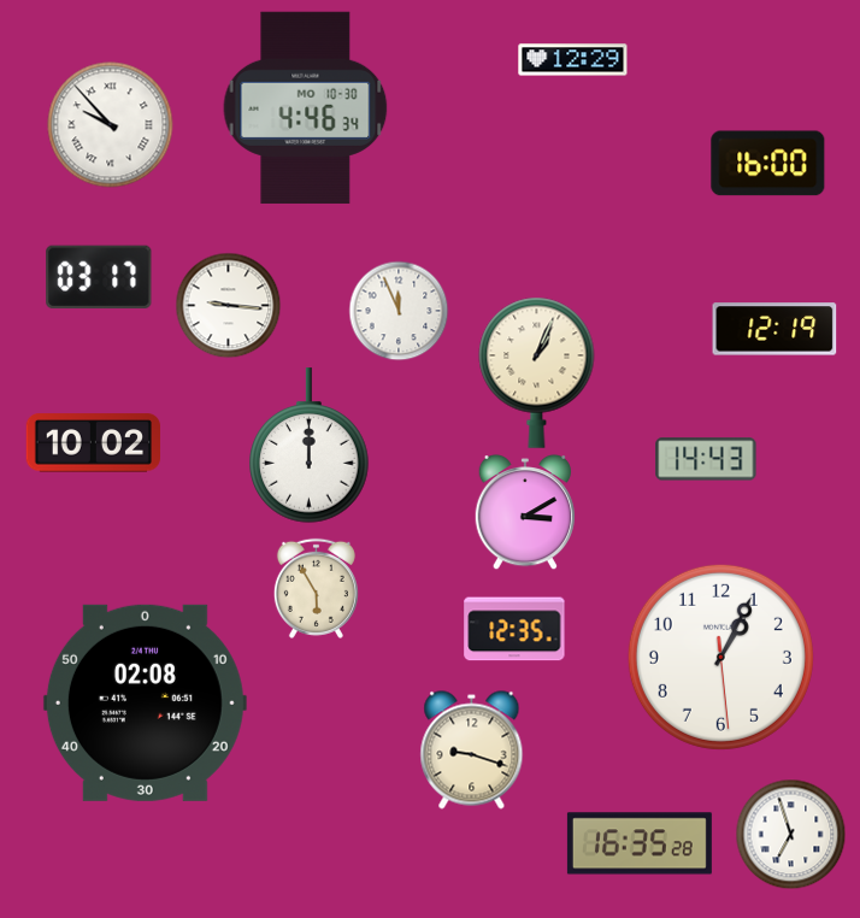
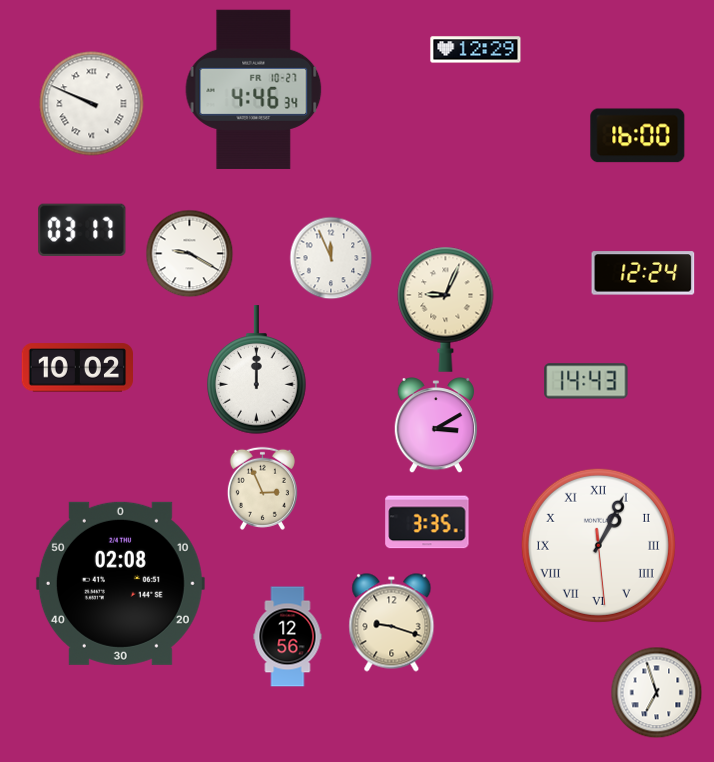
clock at (306, 107) date: MO 10-30 -> FR 10-27
clock at (111, 125): 9:53 -> 9:49
clock at (228, 305): 9:16 -> 9:20
clock at (774, 329): 12:19 -> 12:24
clock at (537, 372): 1:04 -> 9:04
clock at (316, 588): 5:55 -> 2:56
clock at (514, 629): 12:35 -> 3:35
clock at (720, 657) numerals: Arabic -> Roman
clock at (288, 637): none -> 12:56
clock at (640, 843): 16:35 -> none
